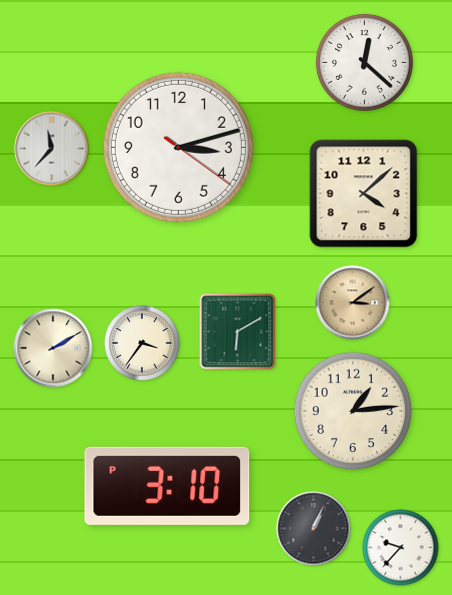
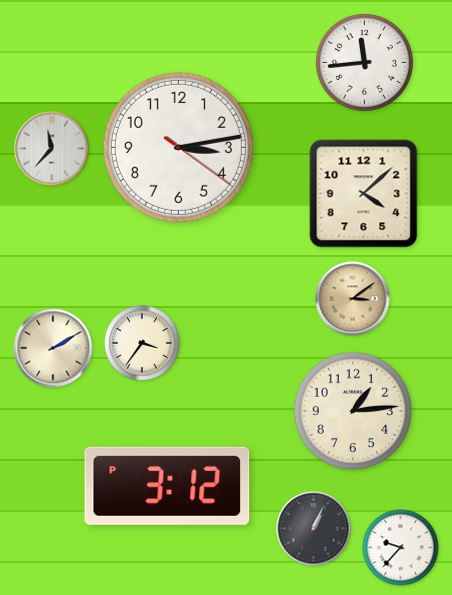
clock at (364, 62): 12:22 -> 11:44
clock at (178, 147): 3:12 -> 3:13
clock at (353, 303) position: (353, 303) -> (353, 299)
clock at (238, 332): 6:10 -> none
clock at (167, 486): 3:10 -> 3:12
